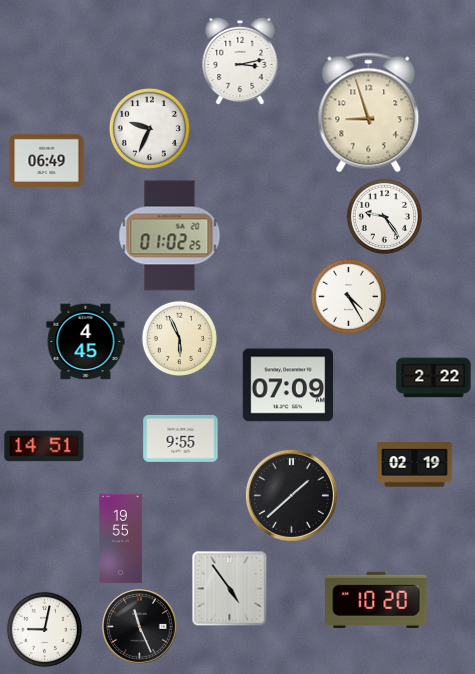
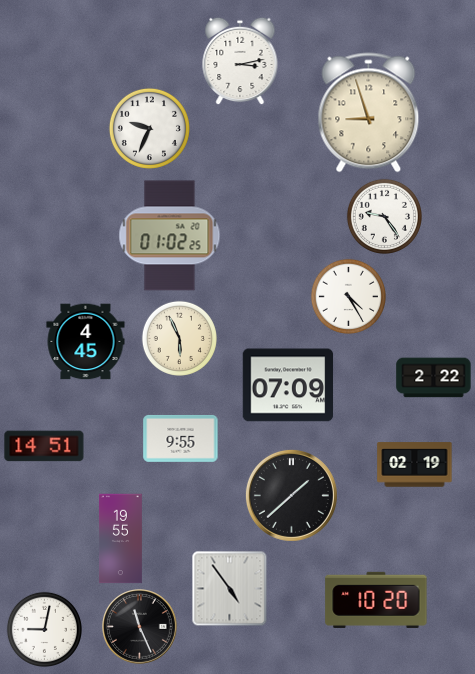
clock at (47, 160): 06:49 -> none
